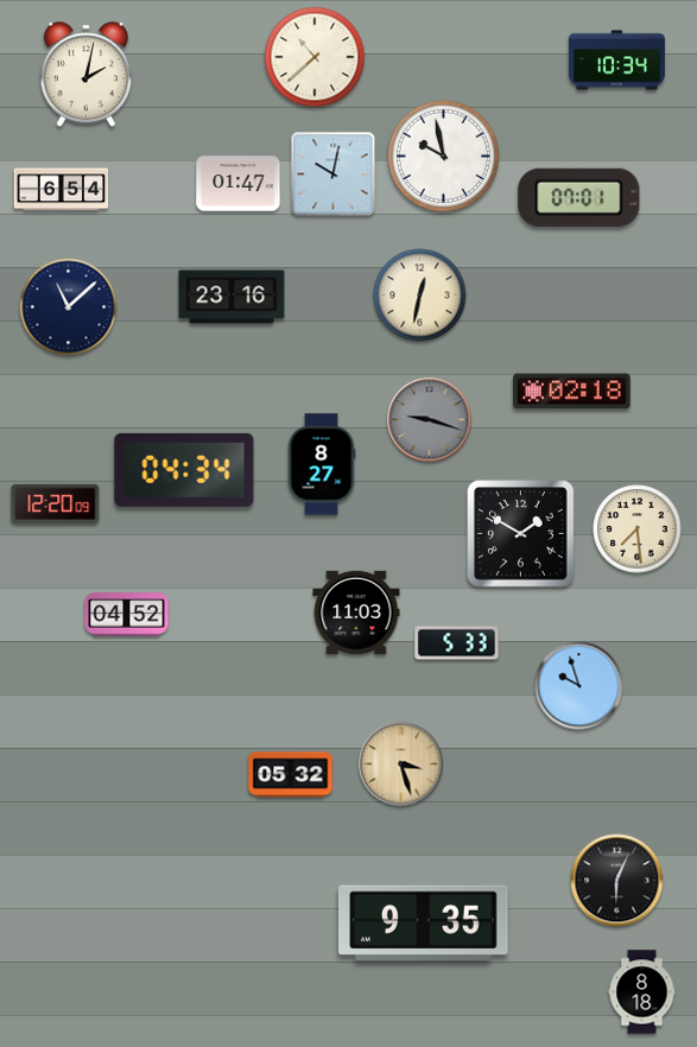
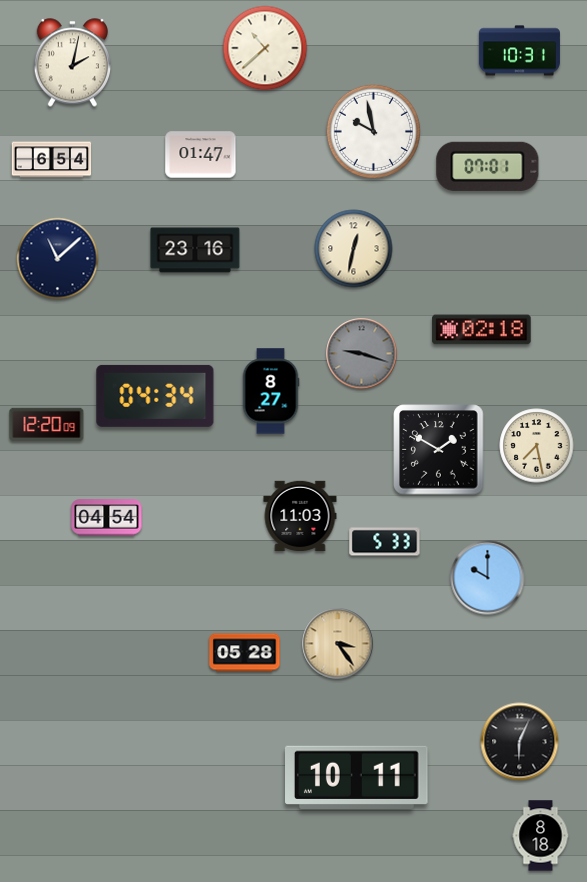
clock at (616, 61): 10:34 -> 10:31
clock at (334, 174): 10:02 -> none
clock at (638, 529): 7:29 -> 7:28
clock at (127, 615): 04:52 -> 04:54
clock at (579, 686): 9:57 -> 10:00
clock at (401, 764): 3:27 -> 3:24
clock at (291, 775): 05:32 -> 05:28
clock at (424, 922): 9:35 -> 10:11
